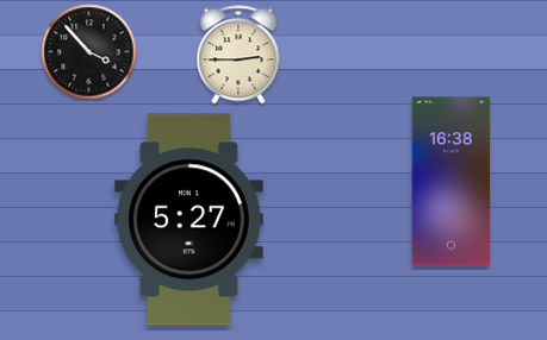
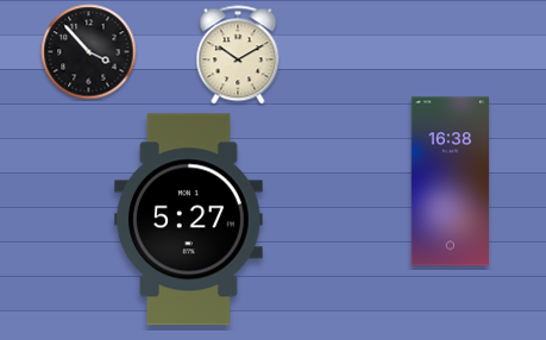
clock at (238, 55): 2:45 -> 10:10
